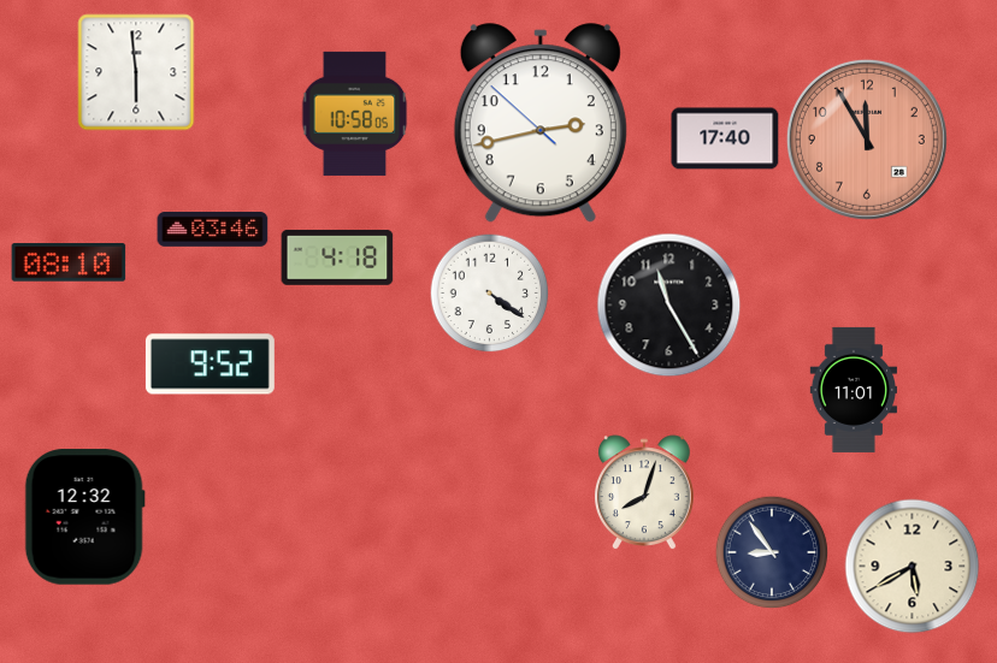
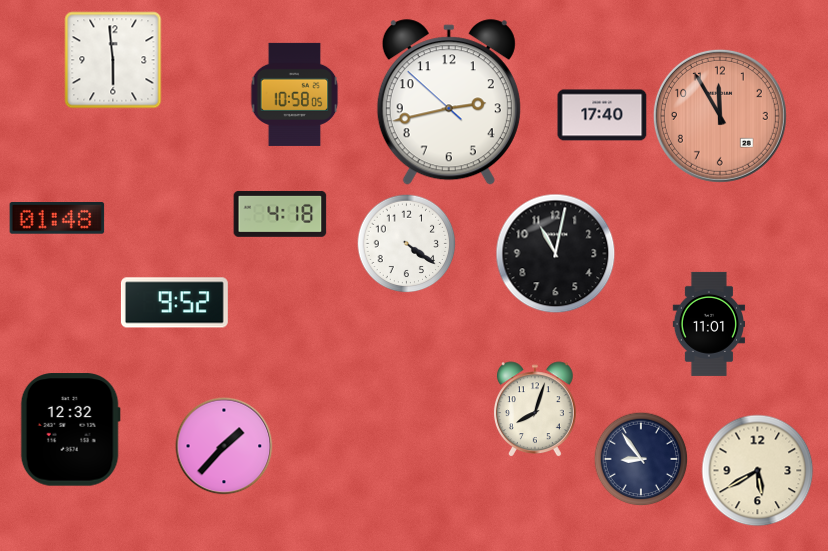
clock at (213, 230): 03:46 -> none
clock at (69, 262): 08:10 -> 01:48
clock at (669, 306): 11:25 -> 11:02
clock at (224, 446): none -> 1:37
